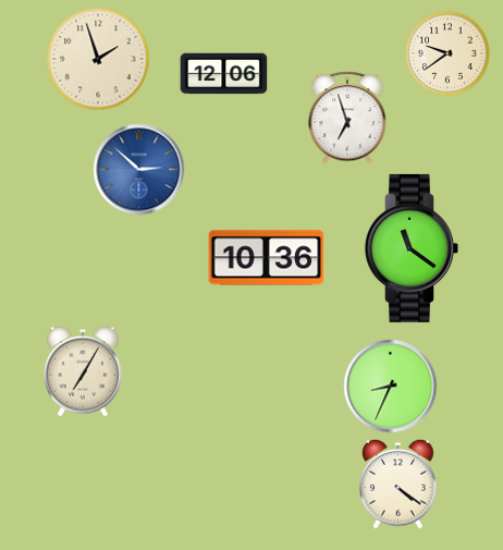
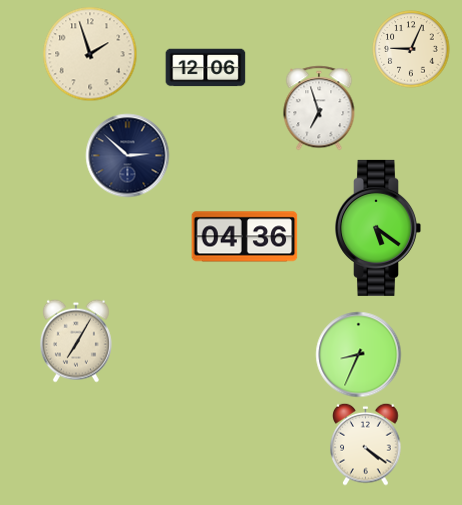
clock at (447, 53): 9:39 -> 9:04
clock at (139, 170) dial: blue -> navy
clock at (412, 248): 11:21 -> 5:21
clock at (267, 258): 10:36 -> 04:36
